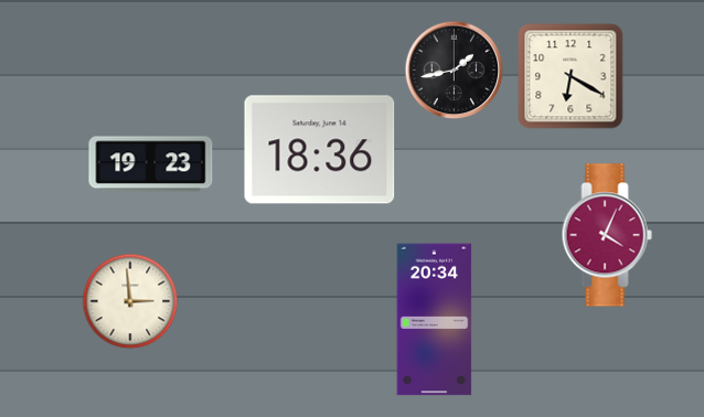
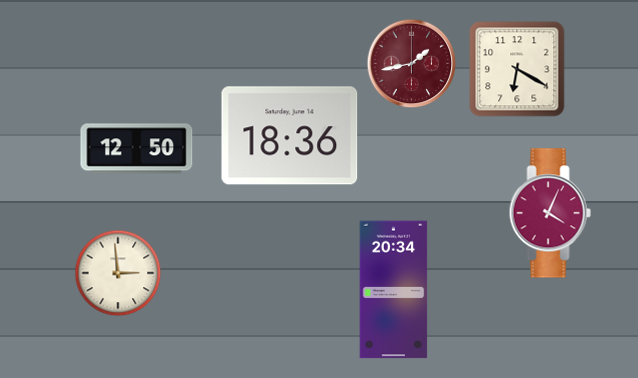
clock at (455, 71) dial: black -> burgundy
clock at (151, 164): 19:23 -> 12:50
